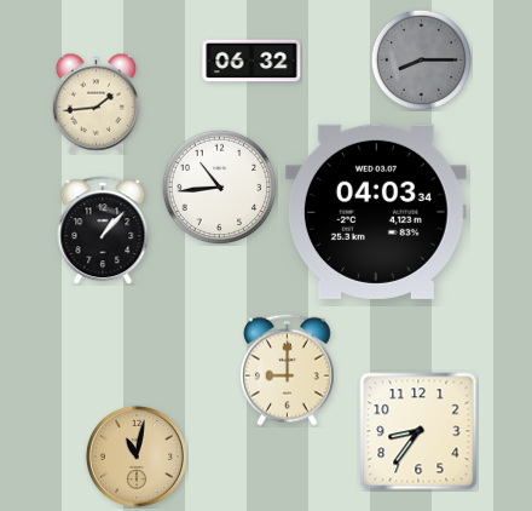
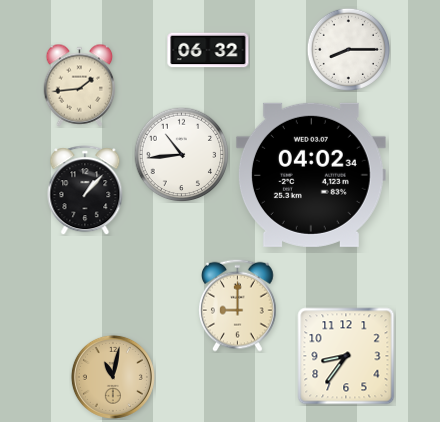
clock at (421, 59) dial: grey -> white
clock at (376, 212): 04:03 -> 04:02
